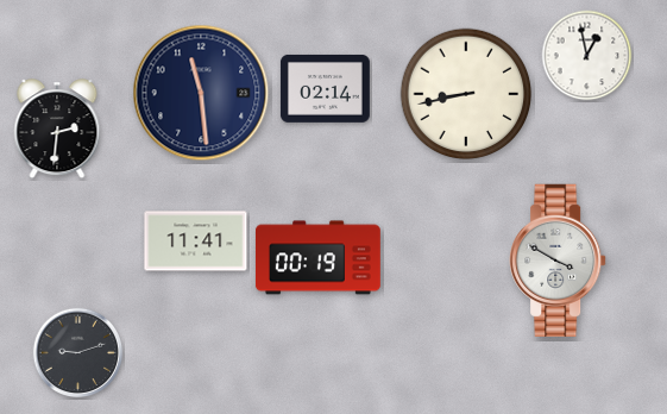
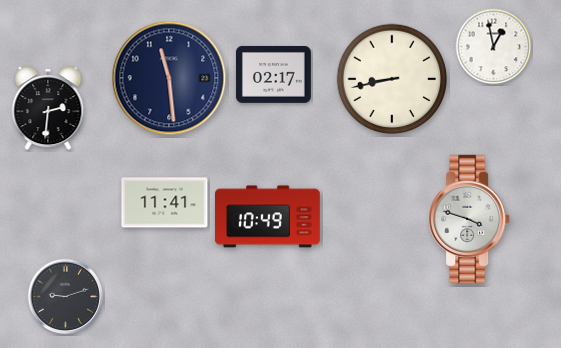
clock at (325, 88): 02:14 -> 02:17
clock at (317, 258): 00:19 -> 10:49
clock at (558, 259): 3:50 -> 3:48
